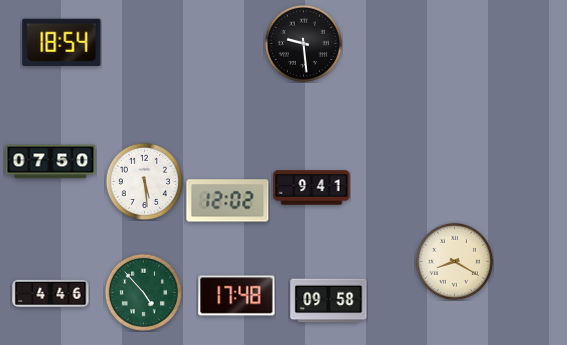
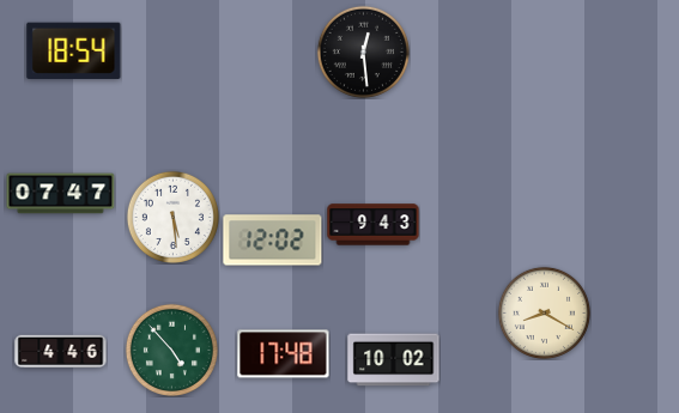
clock at (303, 43): 9:29 -> 12:29
clock at (51, 162): 07:50 -> 07:47
clock at (312, 188): 9:41 -> 9:43
clock at (329, 301): 09:58 -> 10:02
